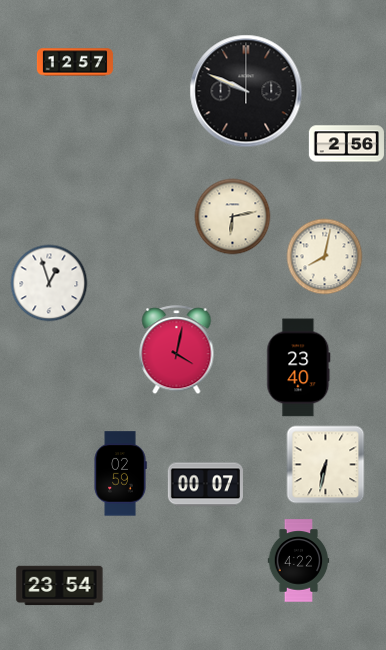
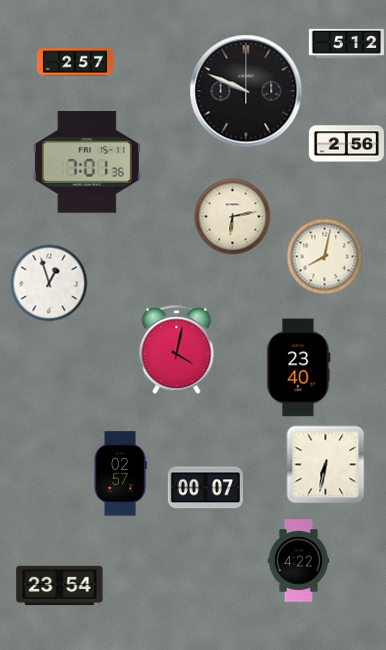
clock at (346, 43): none -> 5:12
clock at (75, 62): 12:57 -> 2:57
clock at (87, 162): none -> 7:01
clock at (120, 474): 02:59 -> 02:57
clock at (205, 485) position: (205, 485) -> (205, 489)
